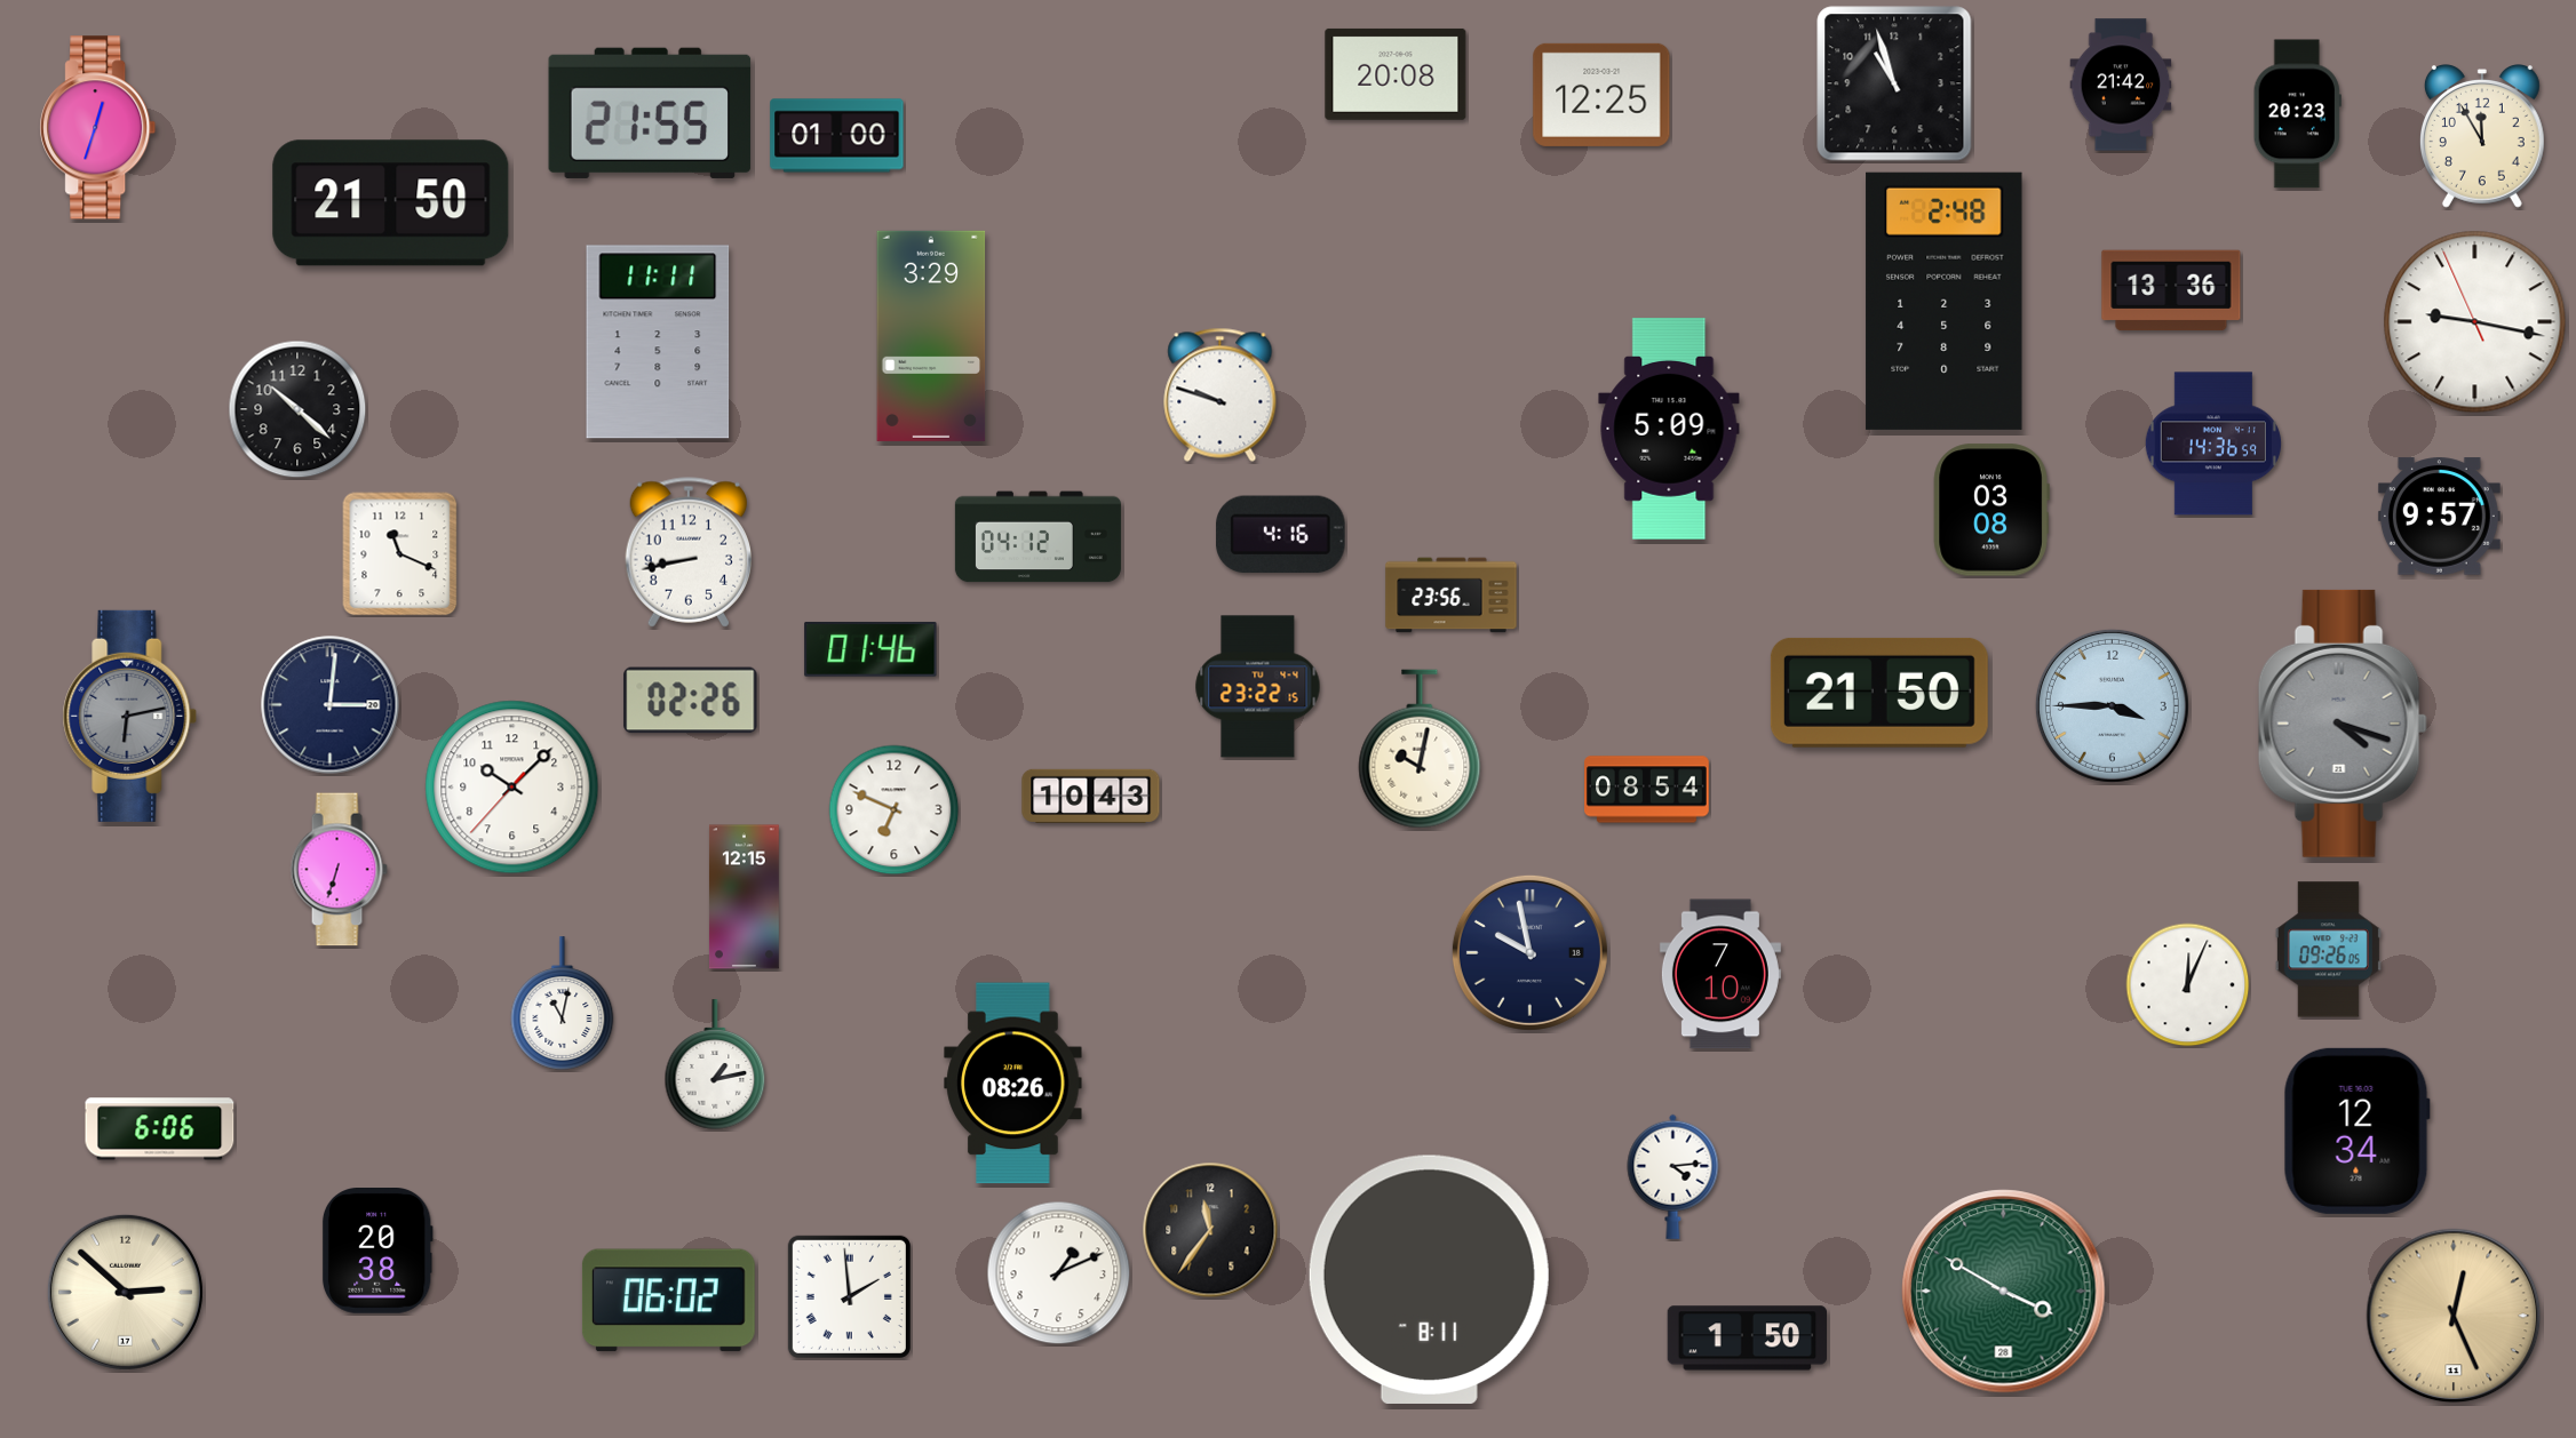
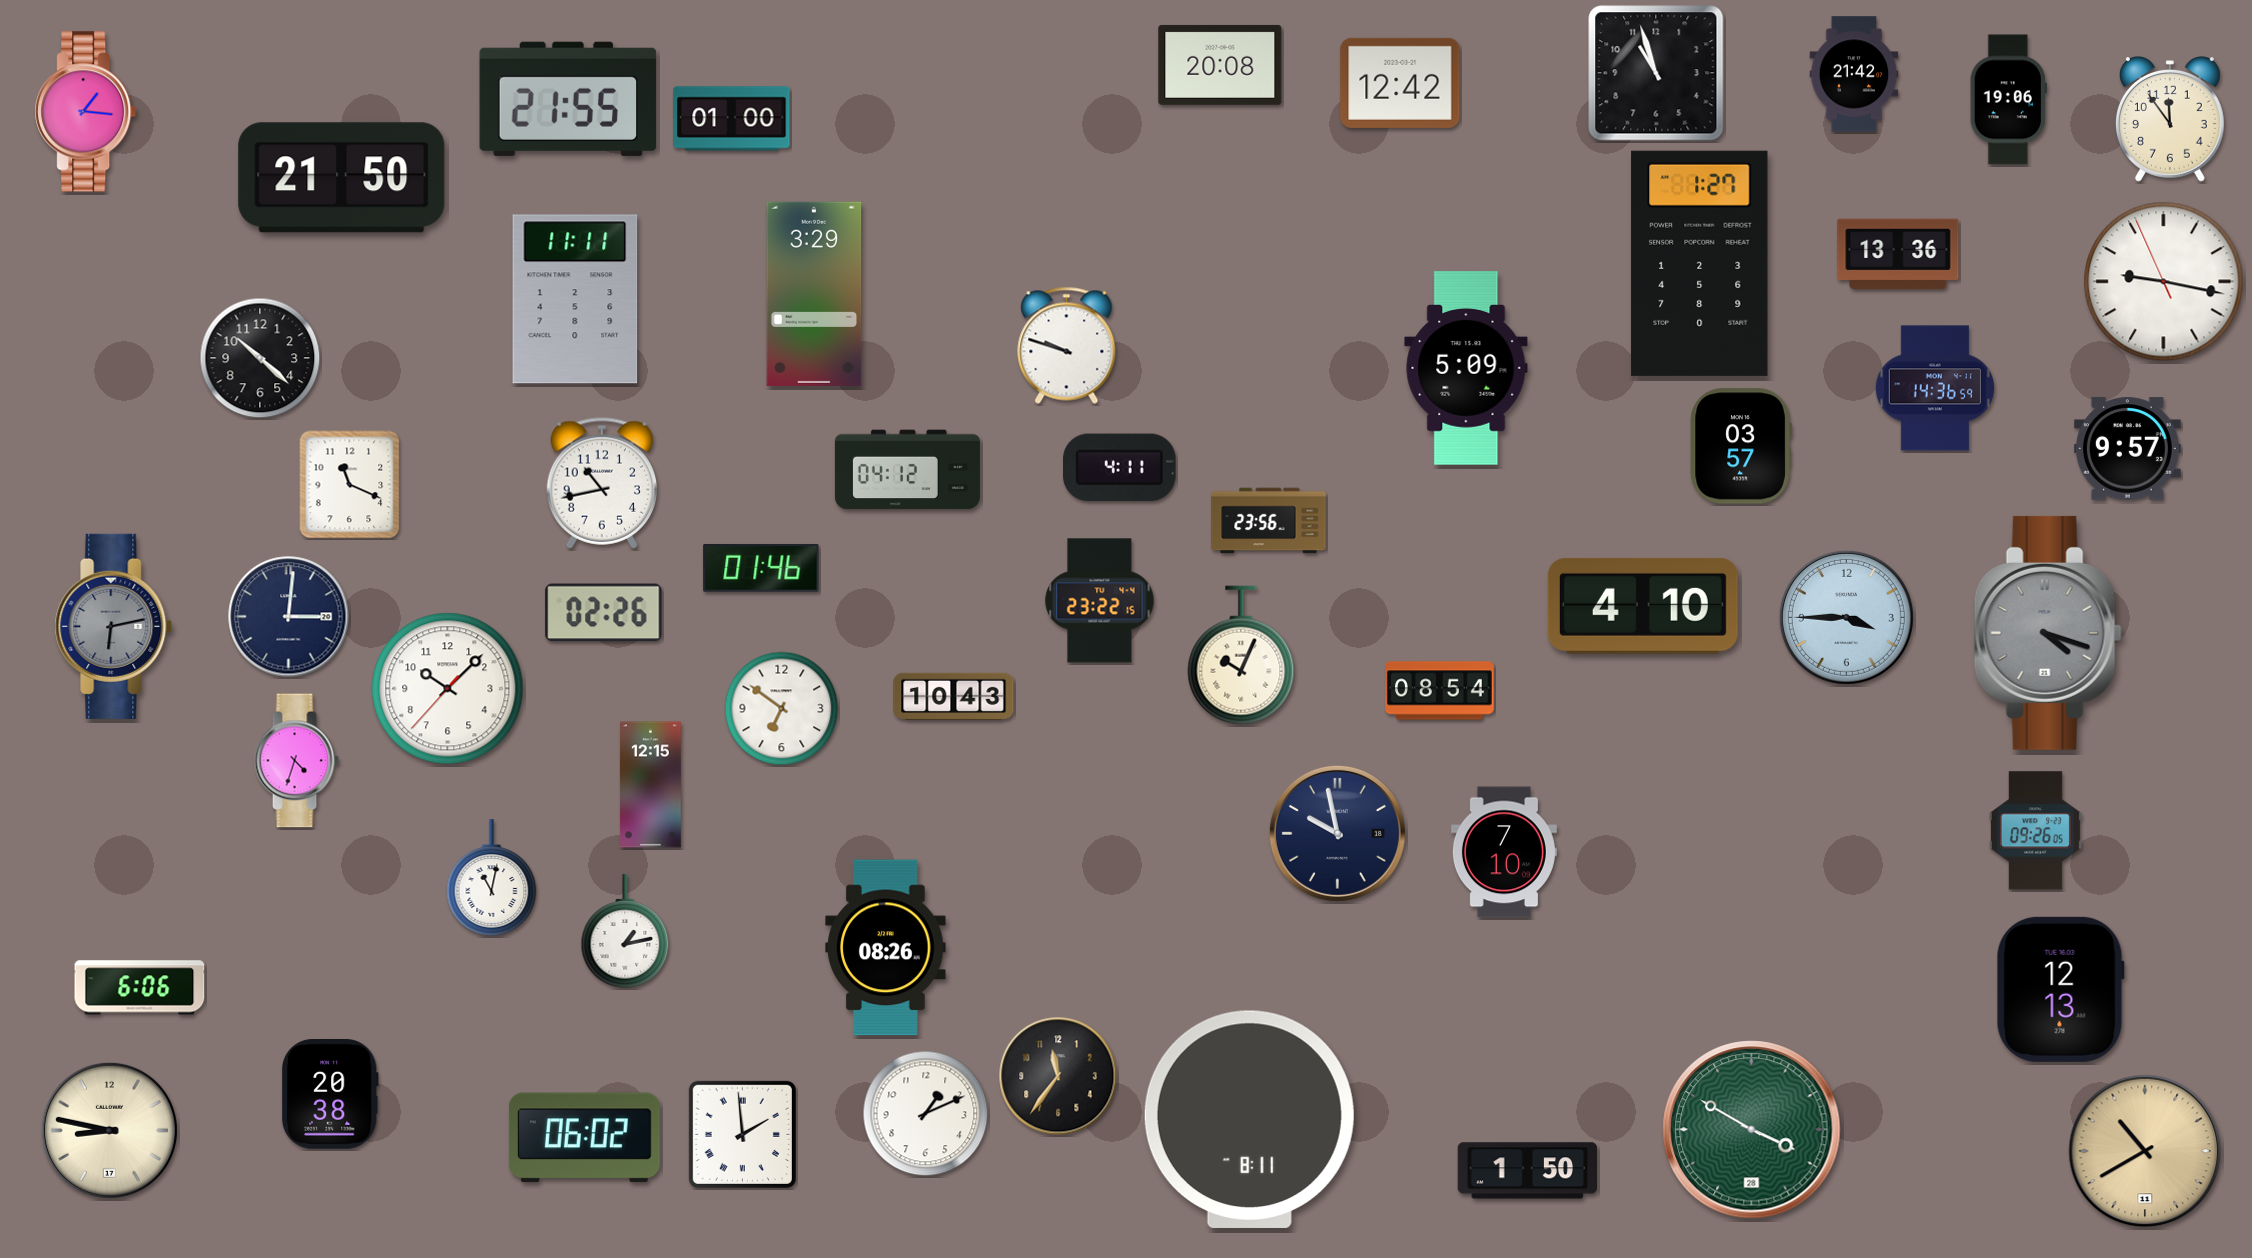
clock at (1601, 95): 12:25 -> 12:42
clock at (2297, 114): 20:23 -> 19:06
clock at (98, 128): 12:33 -> 1:16
clock at (2482, 137): 11:55 -> 11:54
clock at (1945, 301): 2:48 -> 1:27
clock at (1669, 429) position: (1669, 429) -> (1466, 368)
clock at (1991, 510): 03:08 -> 03:57
clock at (2439, 517) position: (2439, 517) -> (2127, 449)
clock at (1281, 535): 4:16 -> 4:11
clock at (687, 552): 8:43 -> 10:43
clock at (1879, 693): 21:50 -> 4:10
clock at (1420, 749): 10:02 -> 10:04
clock at (895, 810): 6:49 -> 6:51
clock at (339, 870): 6:33 -> 4:33
clock at (2188, 985): 12:04 -> none
clock at (2356, 1131): 12:34 -> 12:13
clock at (1673, 1176): 4:14 -> none
clock at (125, 1292): 2:52 -> 8:47
clock at (2454, 1316): 12:26 -> 10:40
